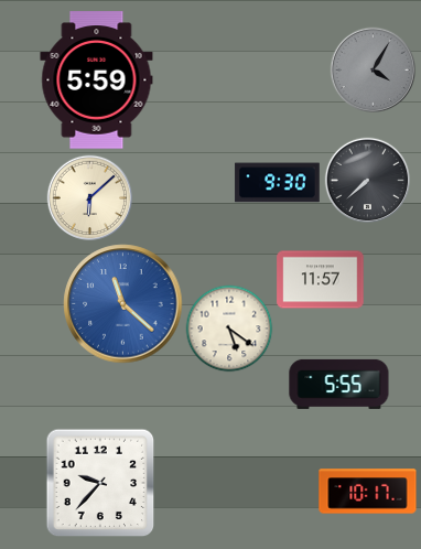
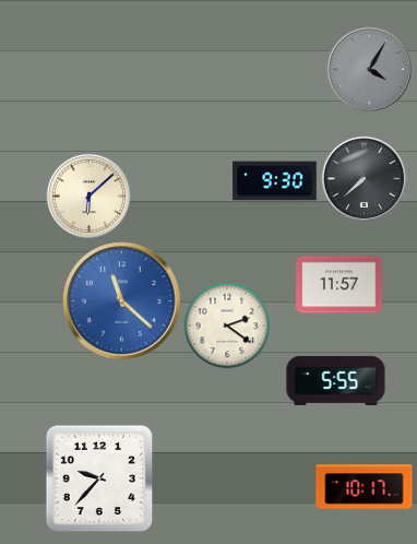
clock at (97, 80): 5:59 -> none
clock at (321, 280) position: (321, 280) -> (339, 285)
clock at (229, 329): 5:21 -> 2:21
